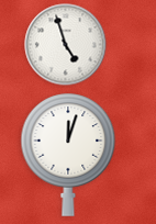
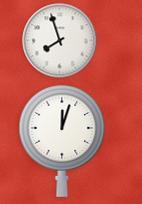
clock at (66, 45): 4:57 -> 7:57
